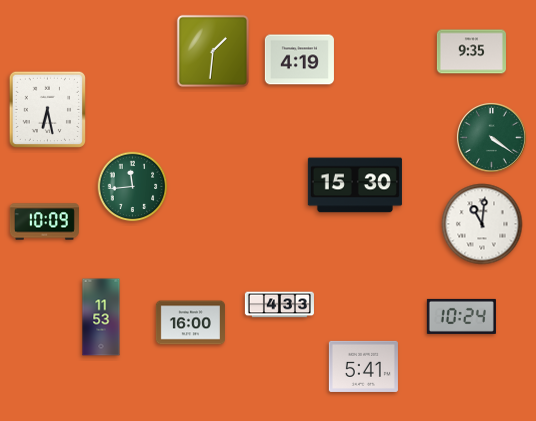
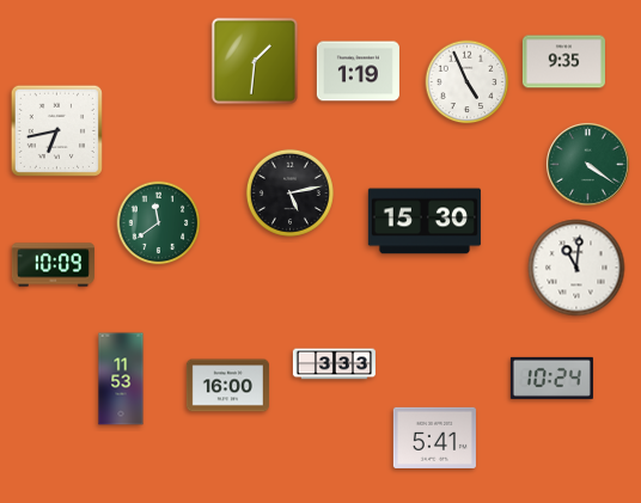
clock at (299, 60): 4:19 -> 1:19
clock at (468, 82): none -> 4:56
clock at (47, 109): 6:28 -> 6:43
clock at (289, 192): none -> 5:13
clock at (133, 187): 11:44 -> 11:39
clock at (279, 305): 4:33 -> 3:33
